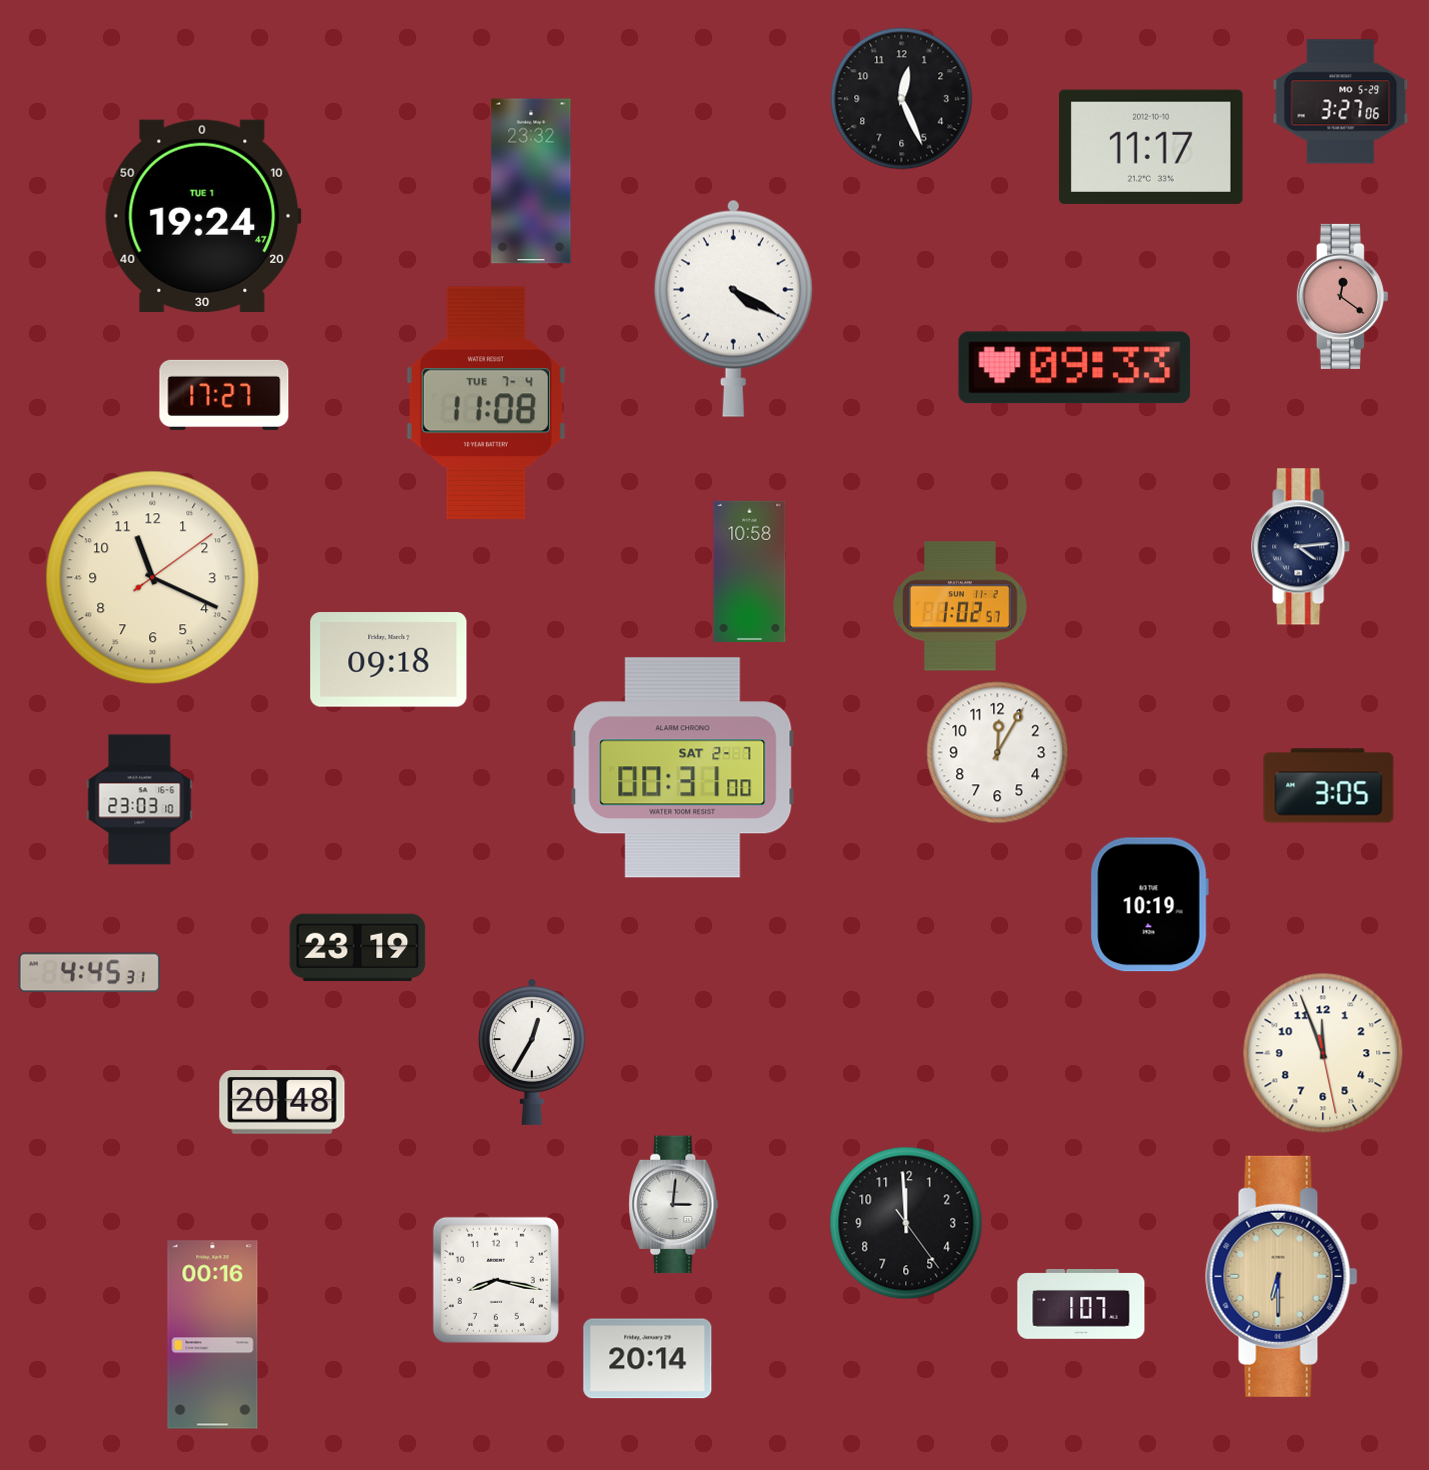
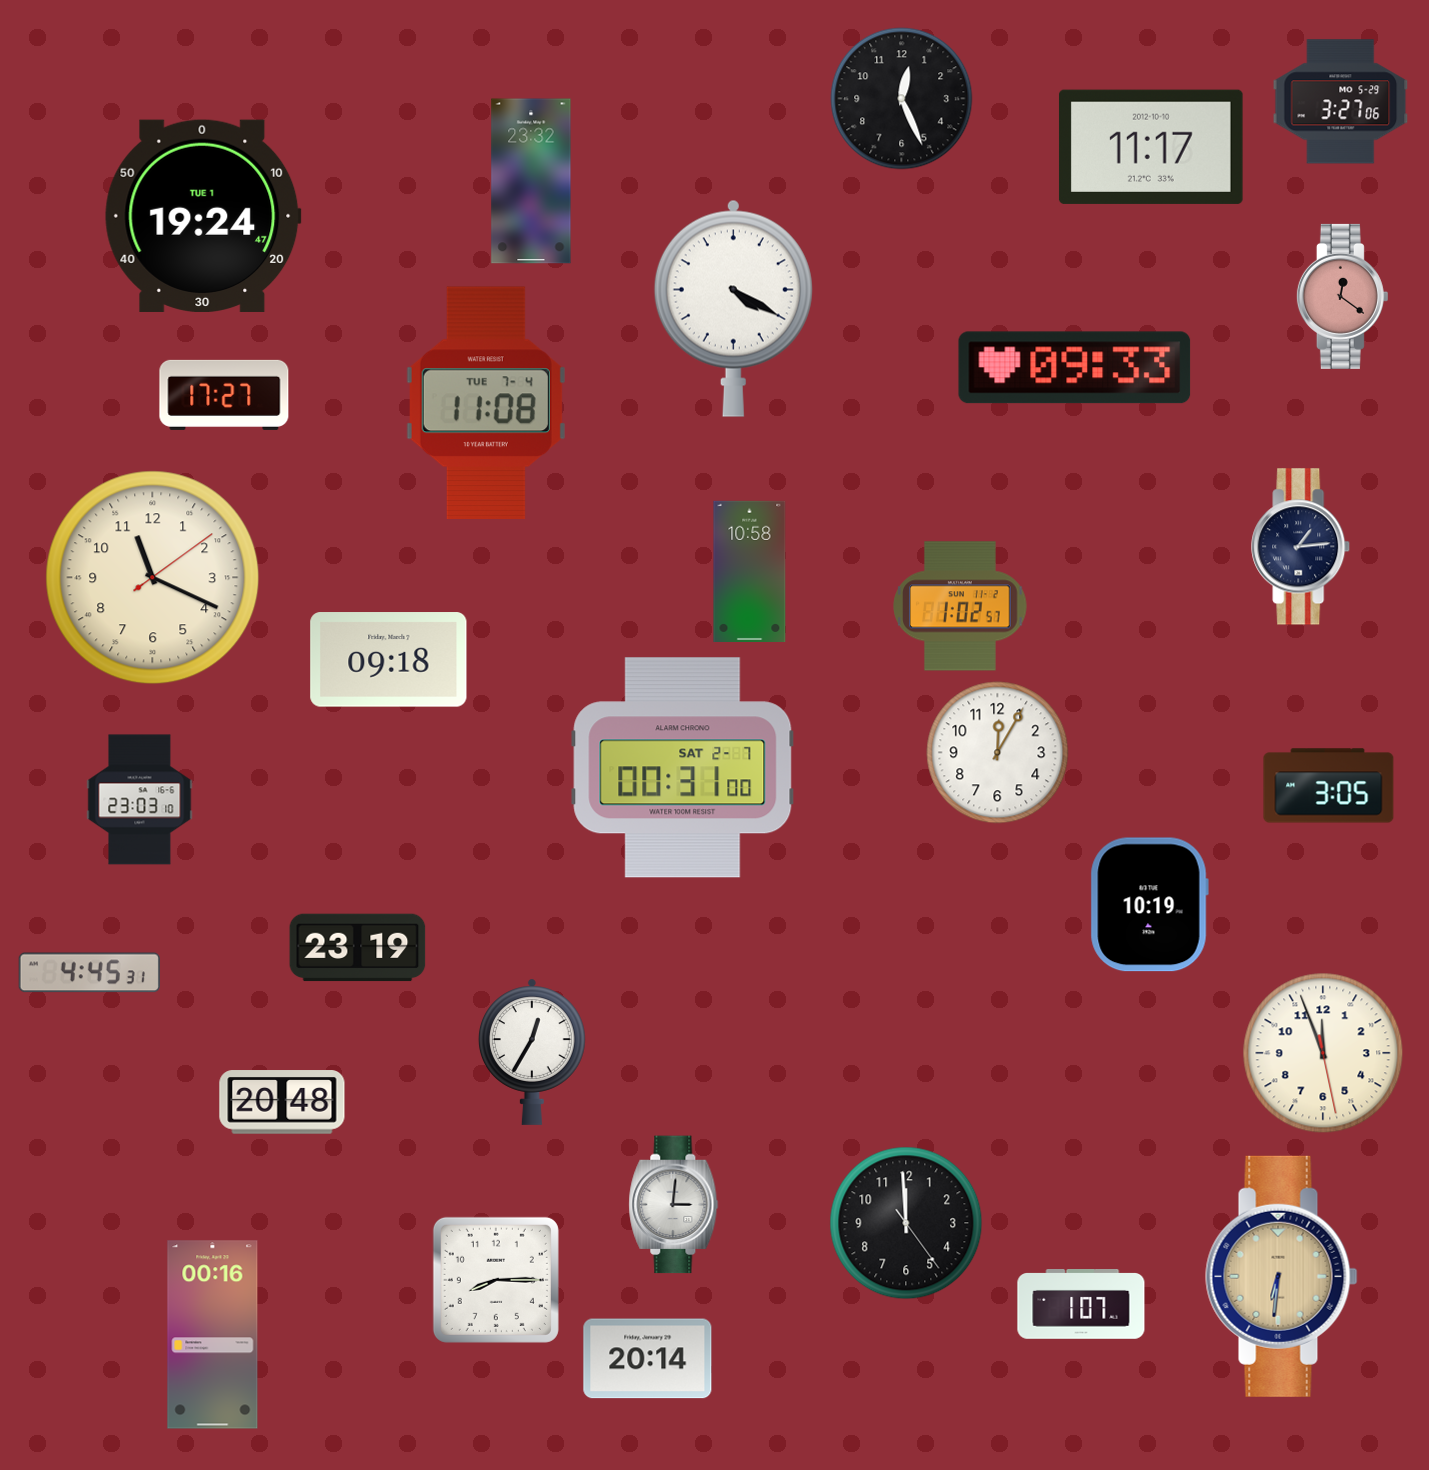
clock at (1301, 547): 4:14 -> 1:14
clock at (1282, 1276): 6:30 -> 6:31
clock at (496, 1280): 8:17 -> 8:15
